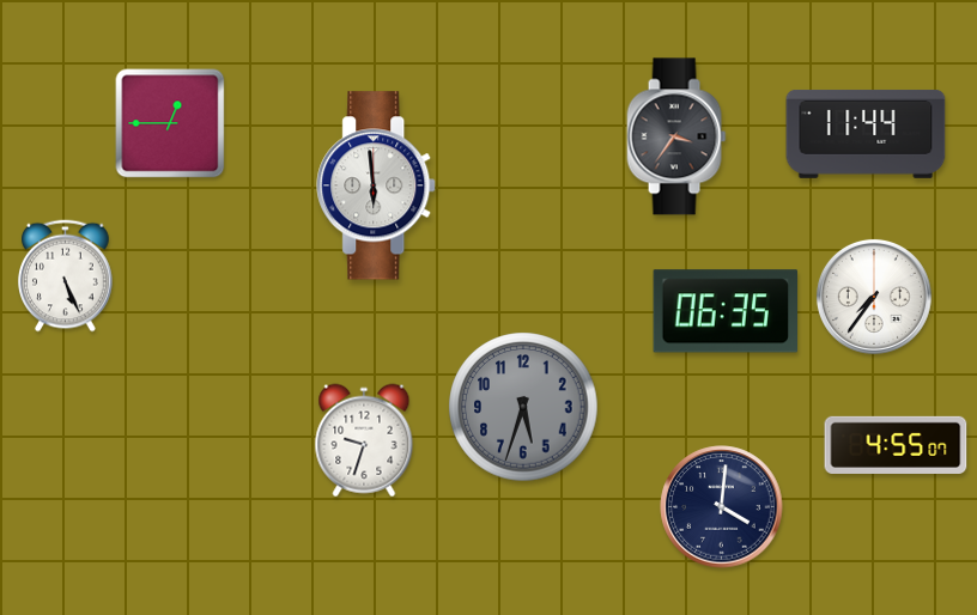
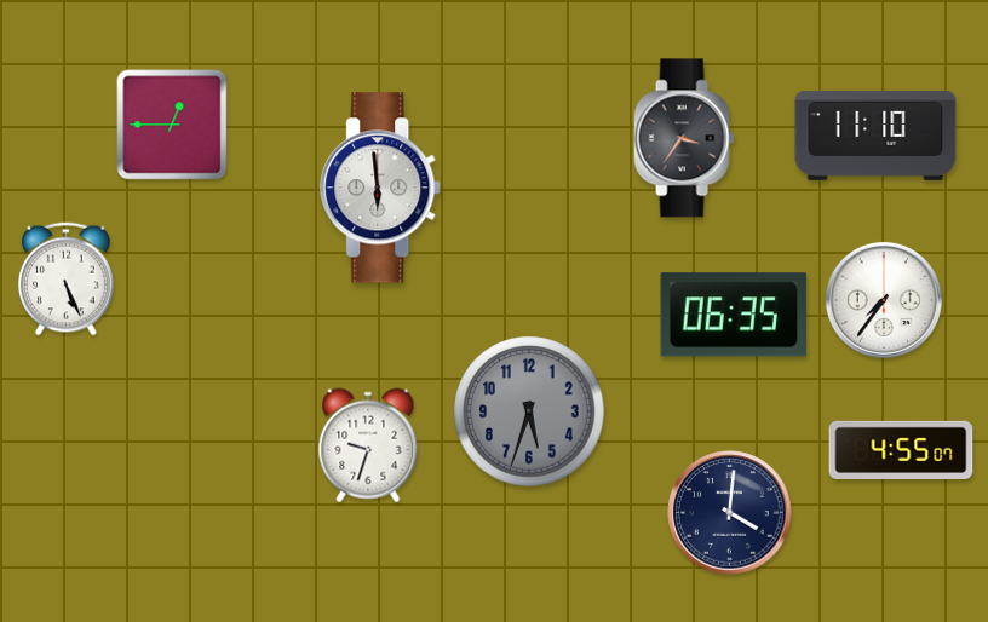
clock at (866, 135): 11:44 -> 11:10
clock at (896, 445) position: (896, 445) -> (901, 450)
